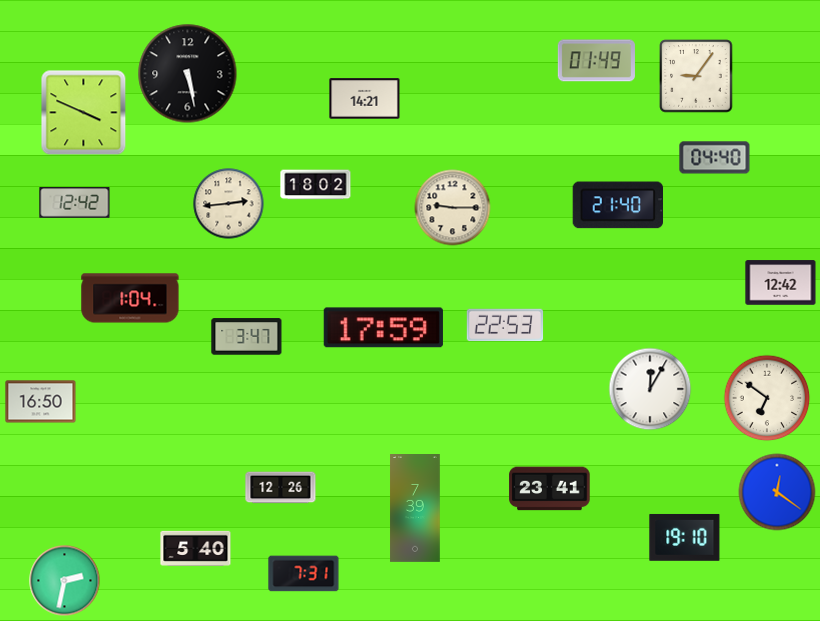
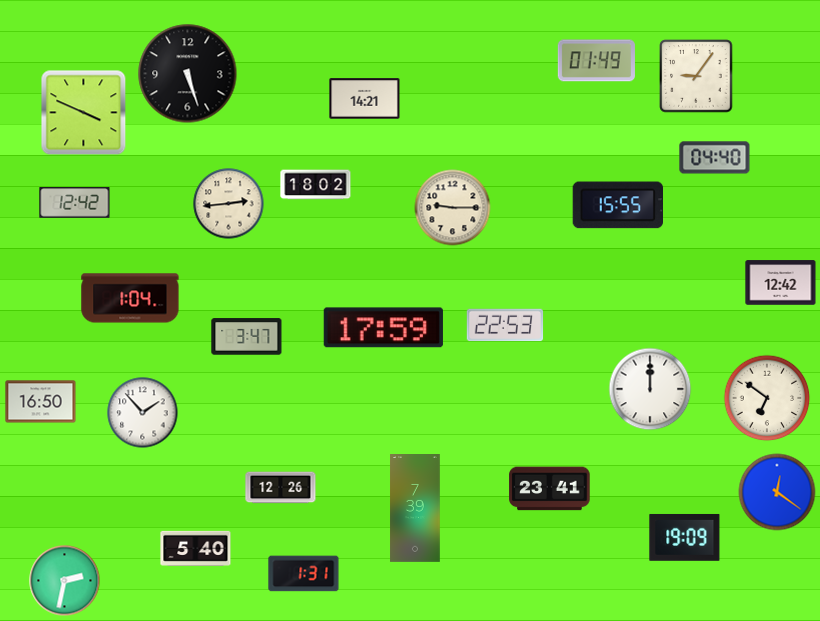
clock at (188, 74): 5:28 -> 5:27
clock at (617, 205): 21:40 -> 15:55
clock at (650, 389): 12:05 -> 12:00
clock at (143, 413): none -> 1:53
clock at (685, 537): 19:10 -> 19:09
clock at (304, 574): 7:31 -> 1:31
